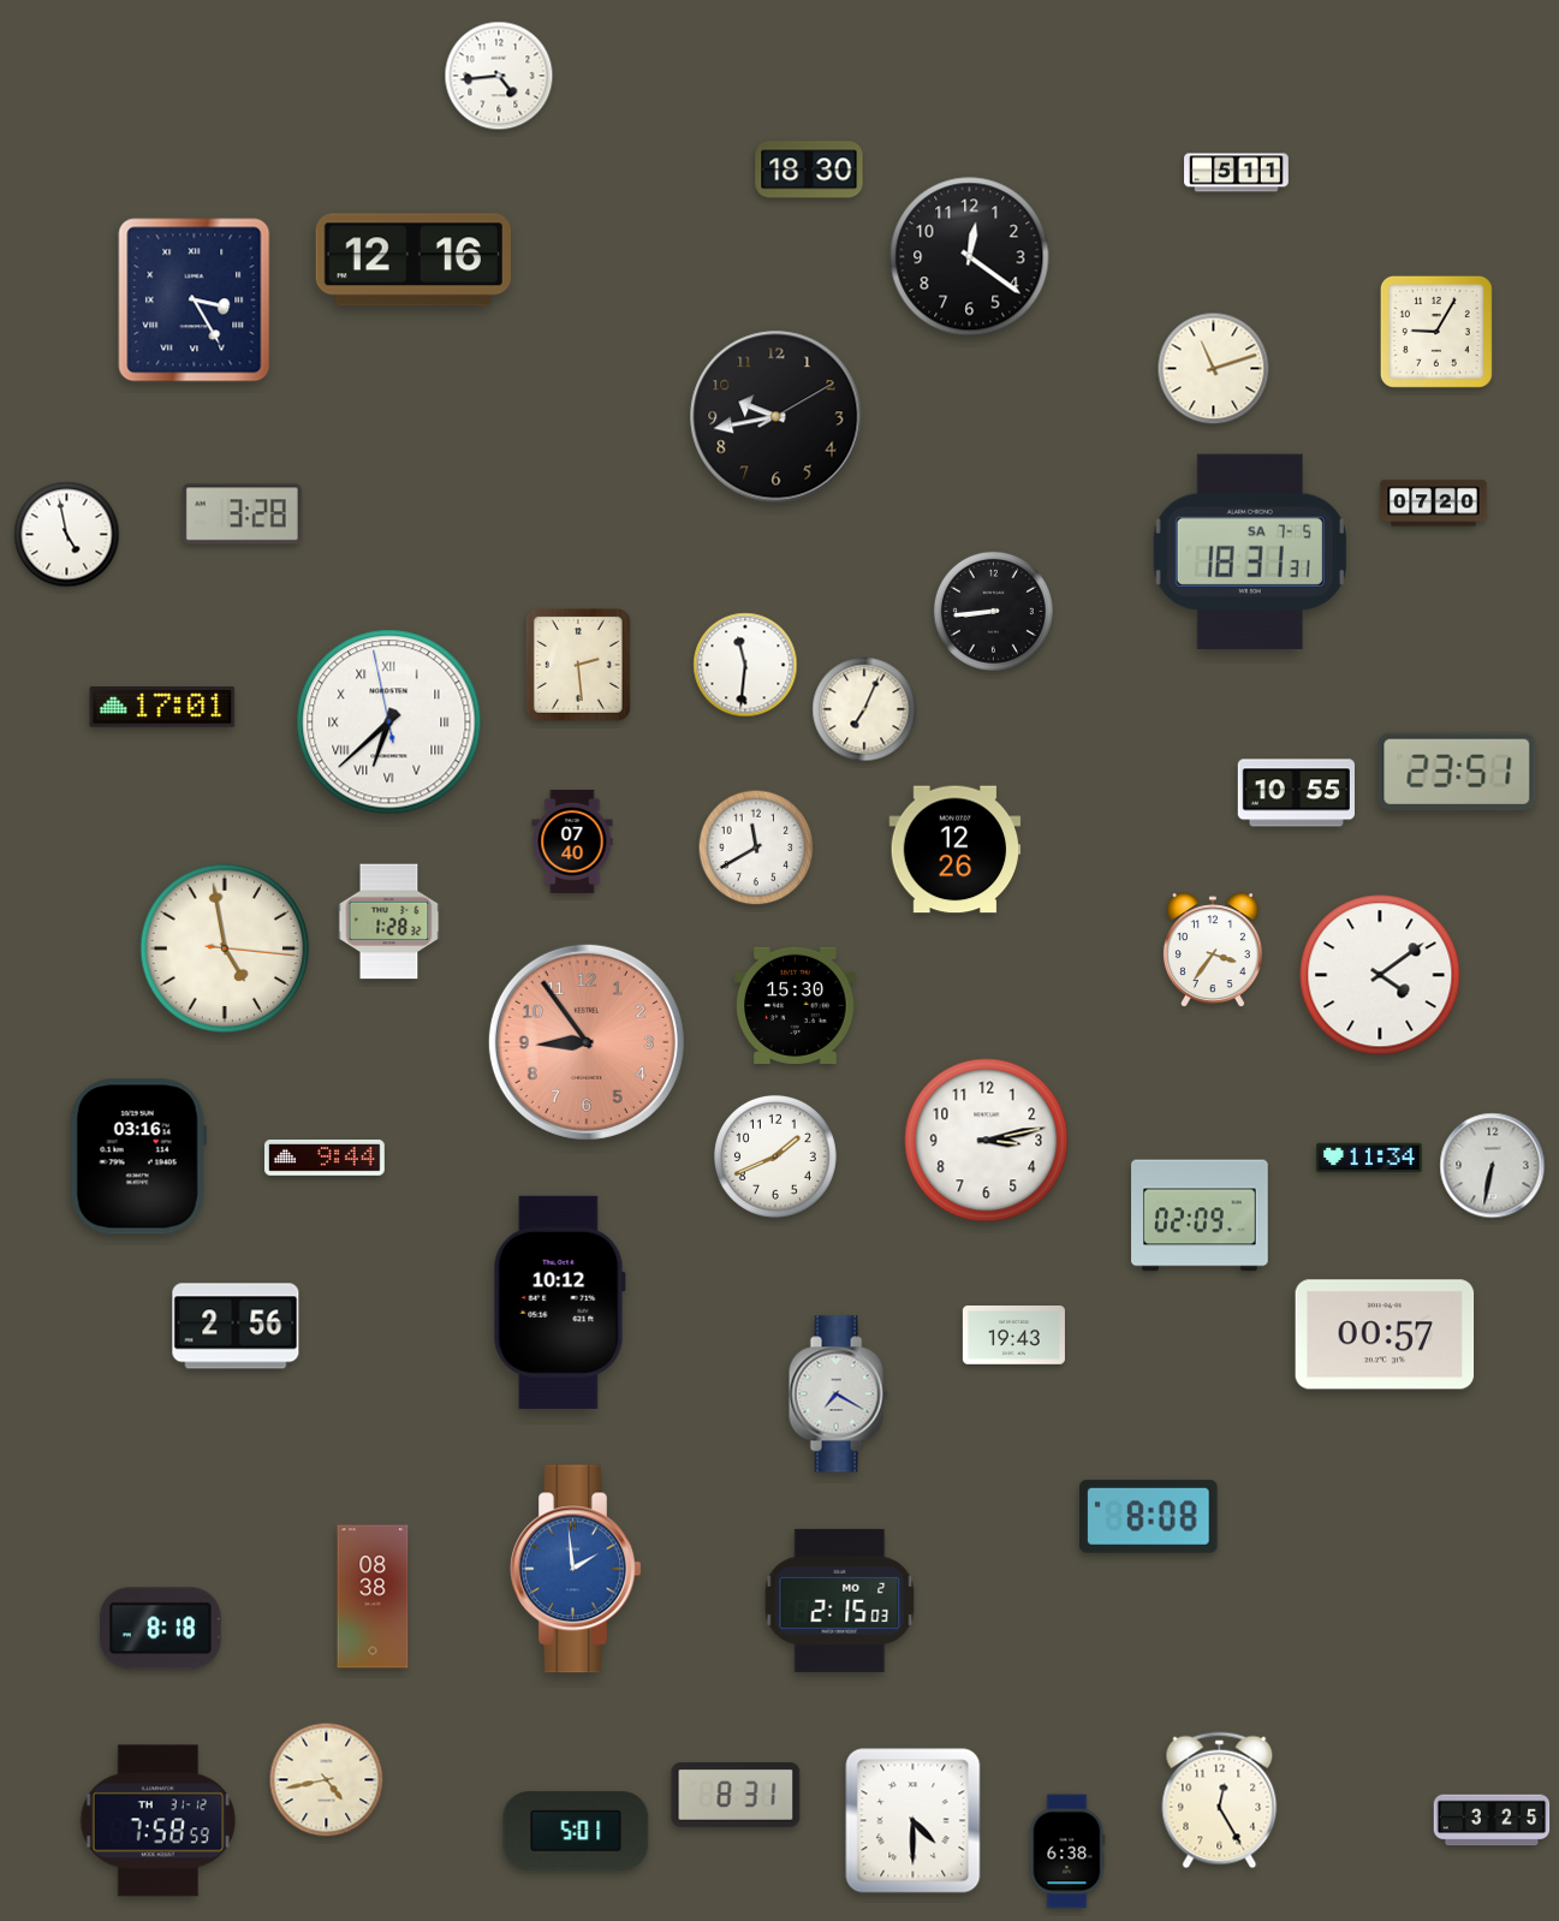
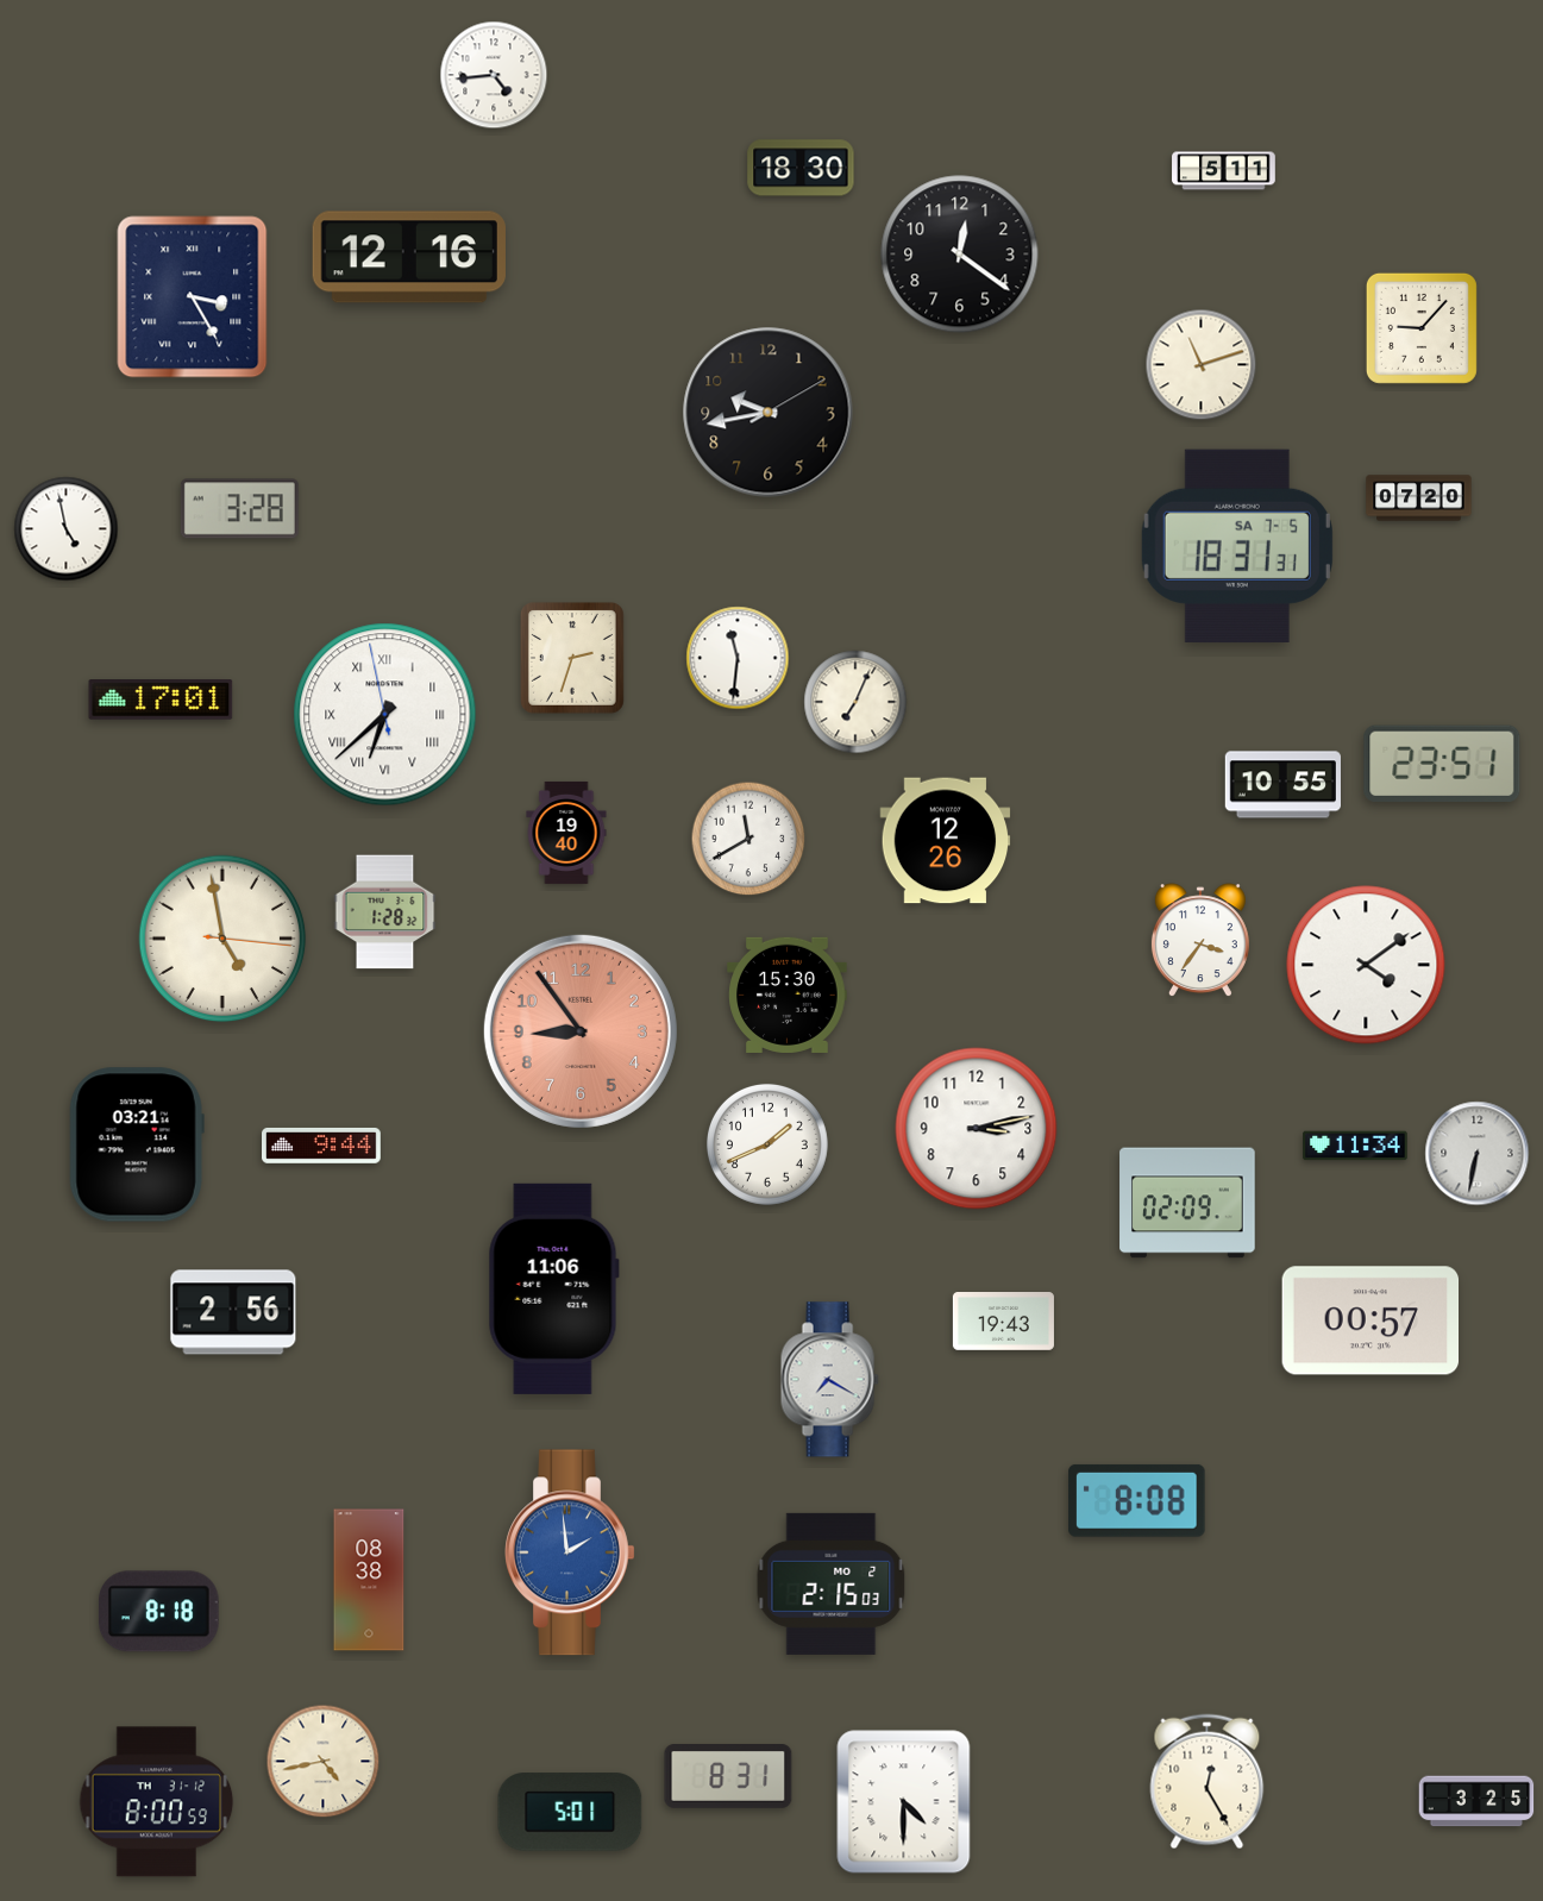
clock at (1436, 332): 9:05 -> 9:07
clock at (993, 611): 8:44 -> none
clock at (579, 666): 2:29 -> 2:33
clock at (572, 841): 07:40 -> 19:40
clock at (138, 1156): 03:16 -> 03:21
clock at (559, 1302): 10:12 -> 11:06
clock at (159, 1821): 7:58 -> 8:00
clock at (1067, 1851): 6:38 -> none
